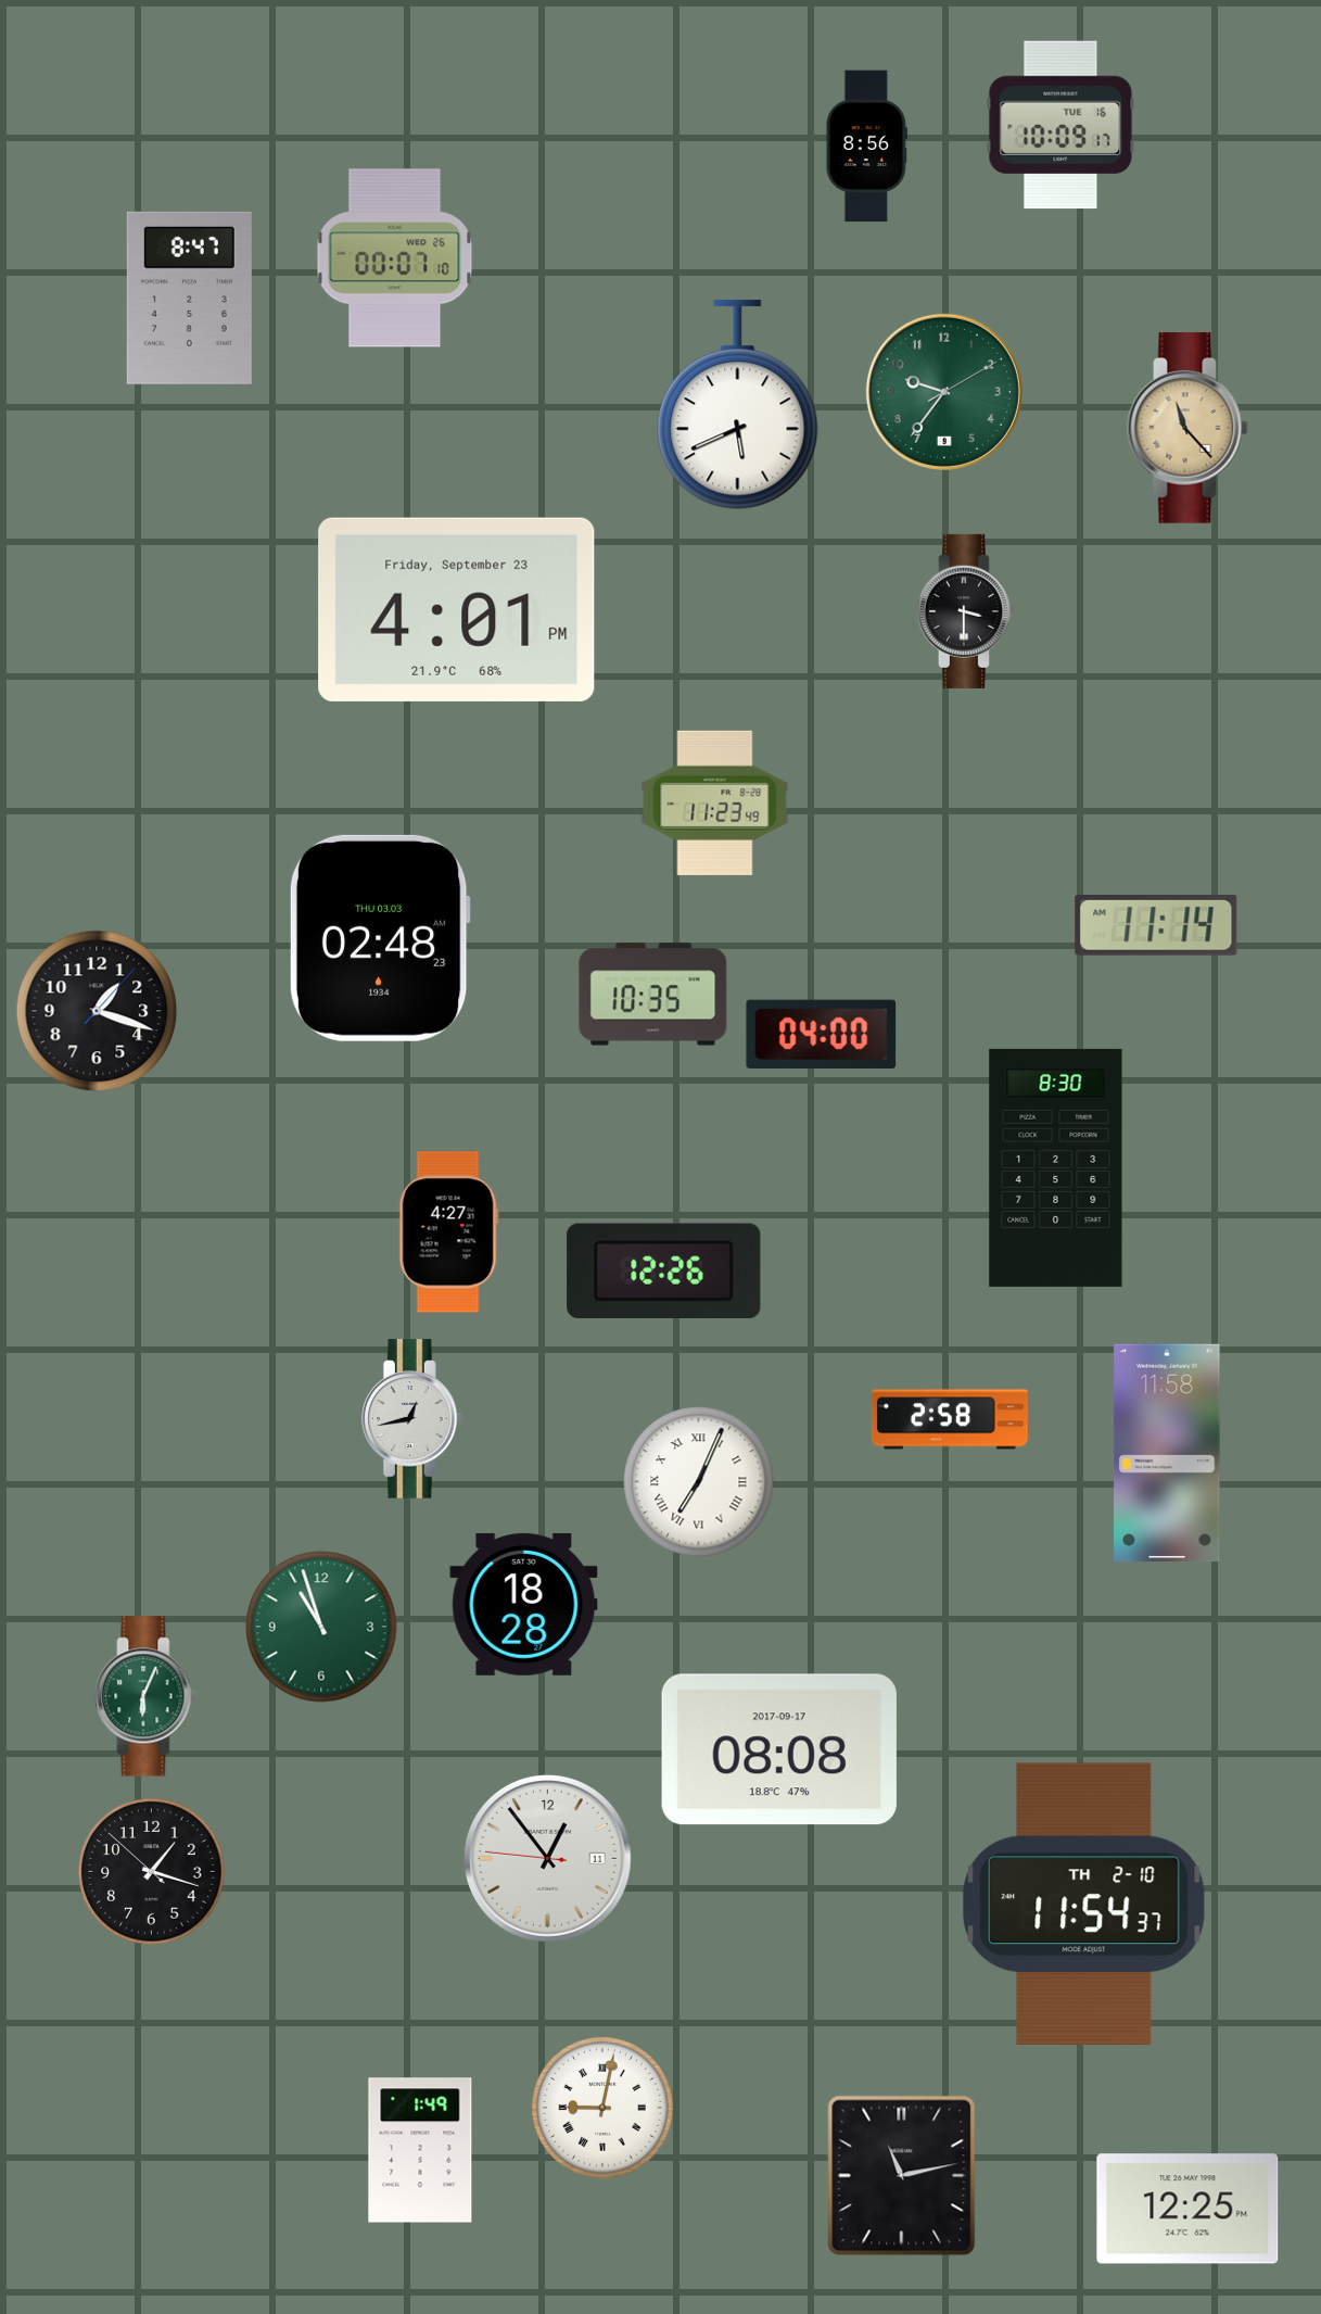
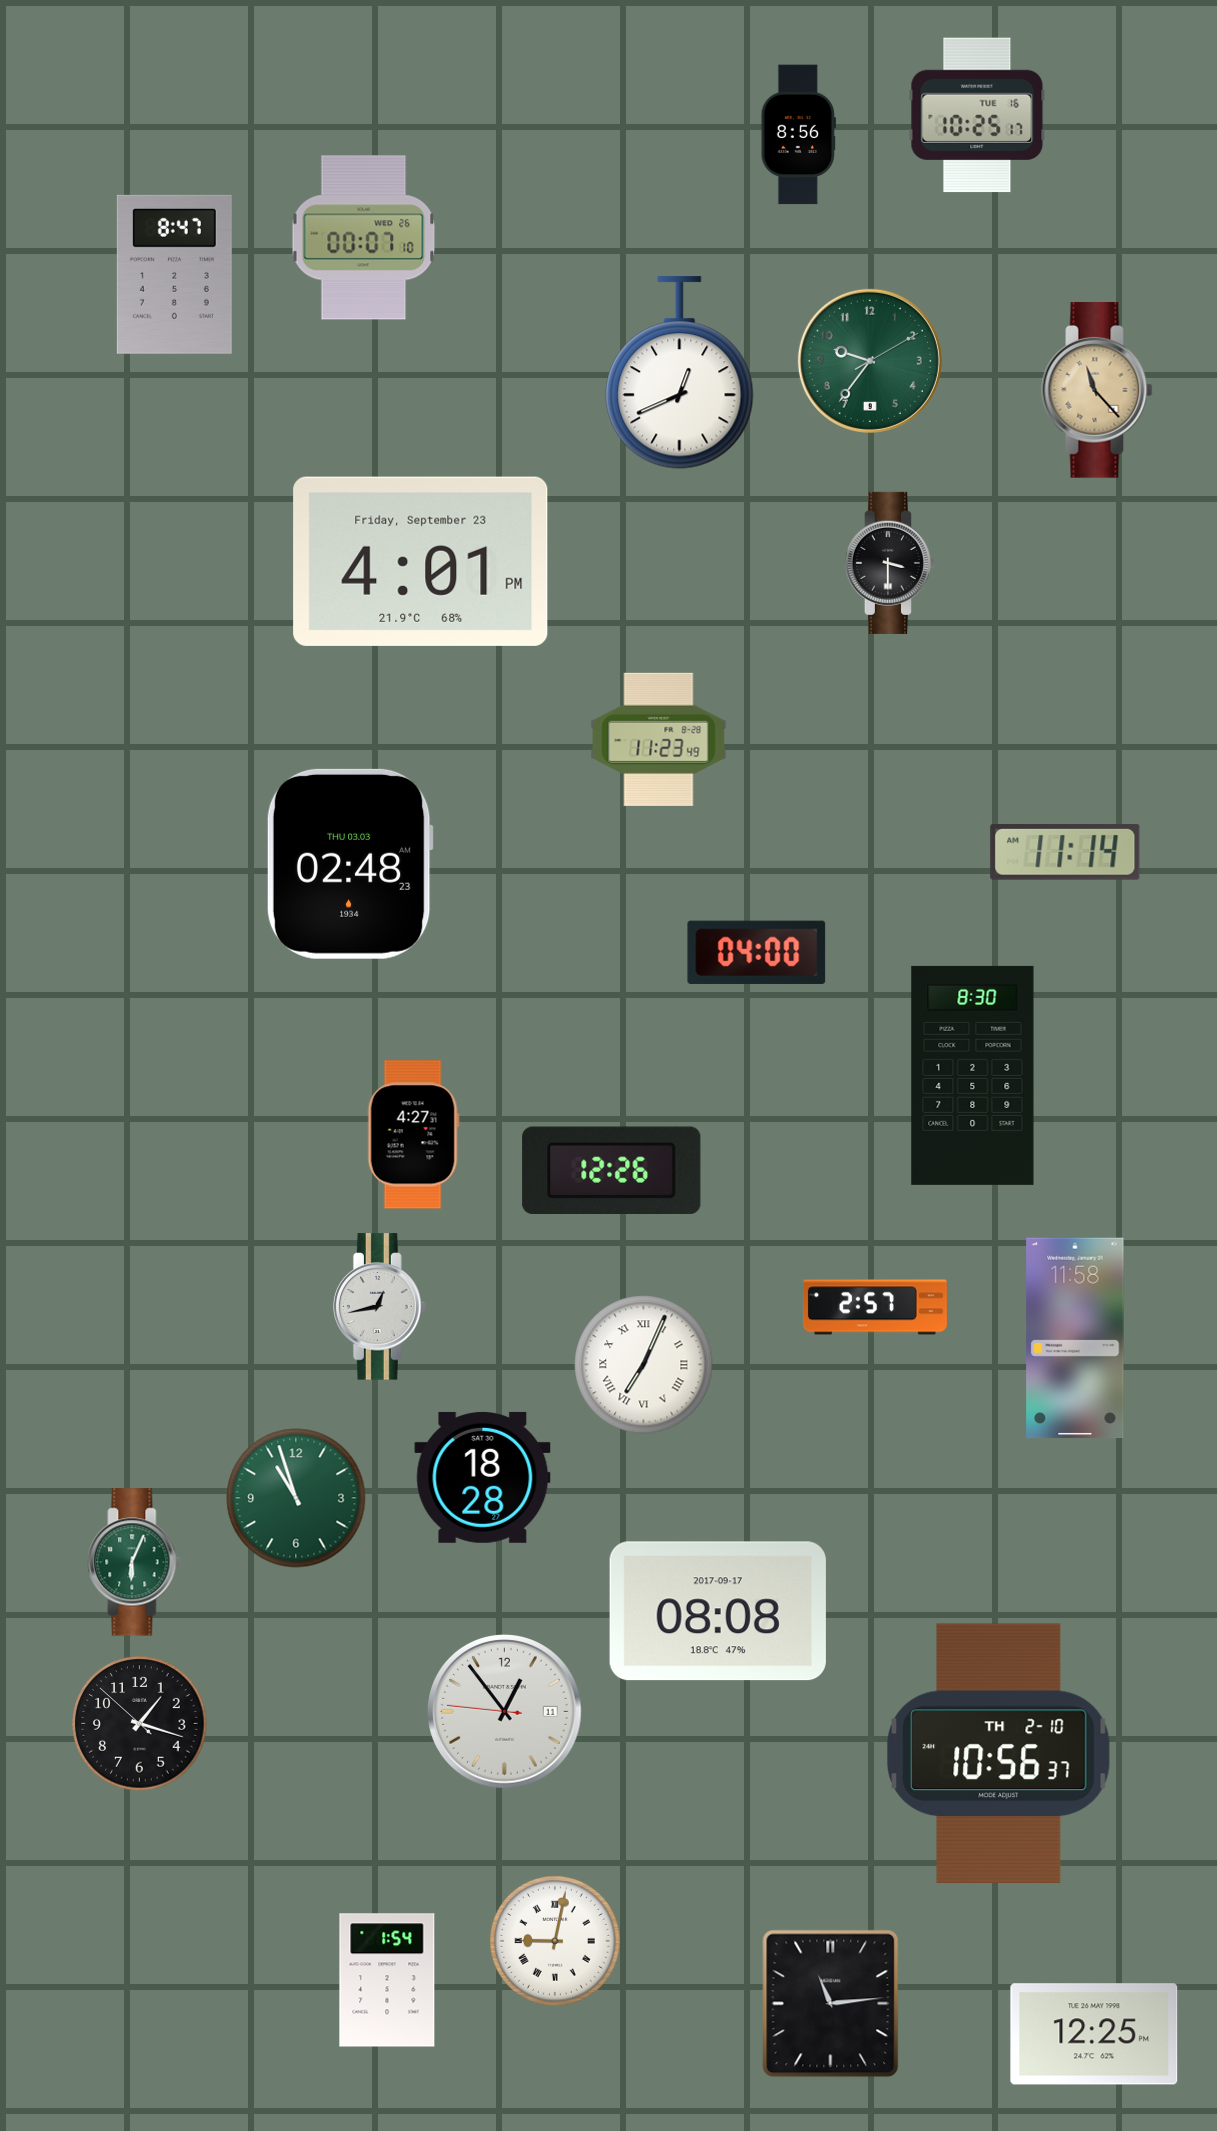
clock at (1060, 125): 10:09 -> 10:25
clock at (738, 405): 5:41 -> 12:41
clock at (1187, 429) position: (1187, 429) -> (1097, 391)
clock at (653, 995): 10:35 -> none
clock at (97, 1011): 1:18 -> none
clock at (950, 1419): 2:58 -> 2:57
clock at (1084, 1904): 11:54 -> 10:56
clock at (420, 2150): 1:49 -> 1:54
clock at (902, 2176): 11:13 -> 11:14
